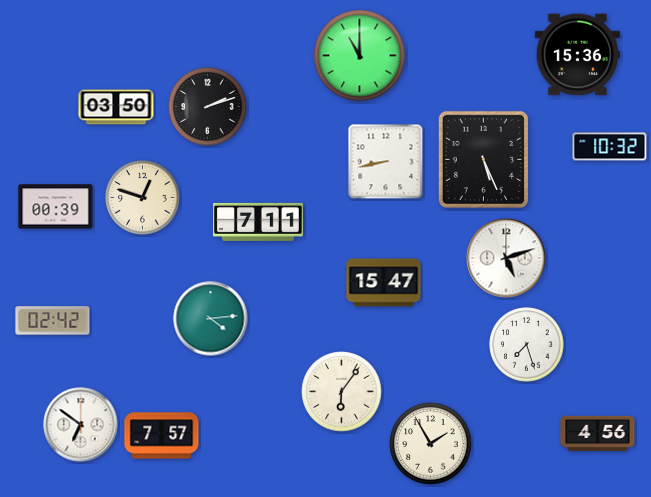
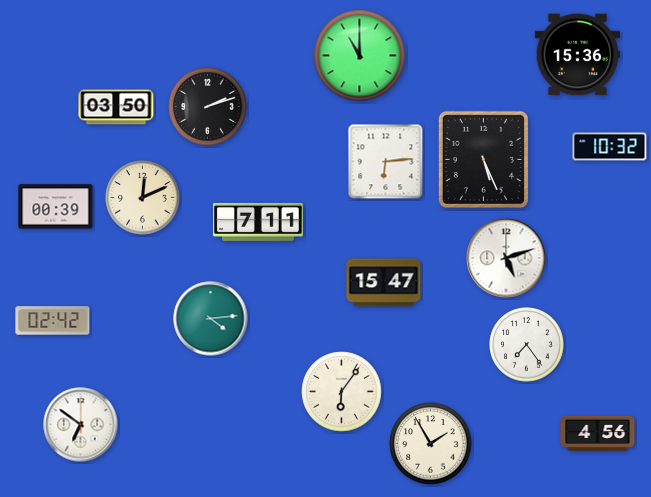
clock at (386, 162): 8:43 -> 6:14
clock at (143, 198): 12:48 -> 12:11
clock at (527, 345): 7:27 -> 7:24
clock at (162, 436): 7:57 -> none
